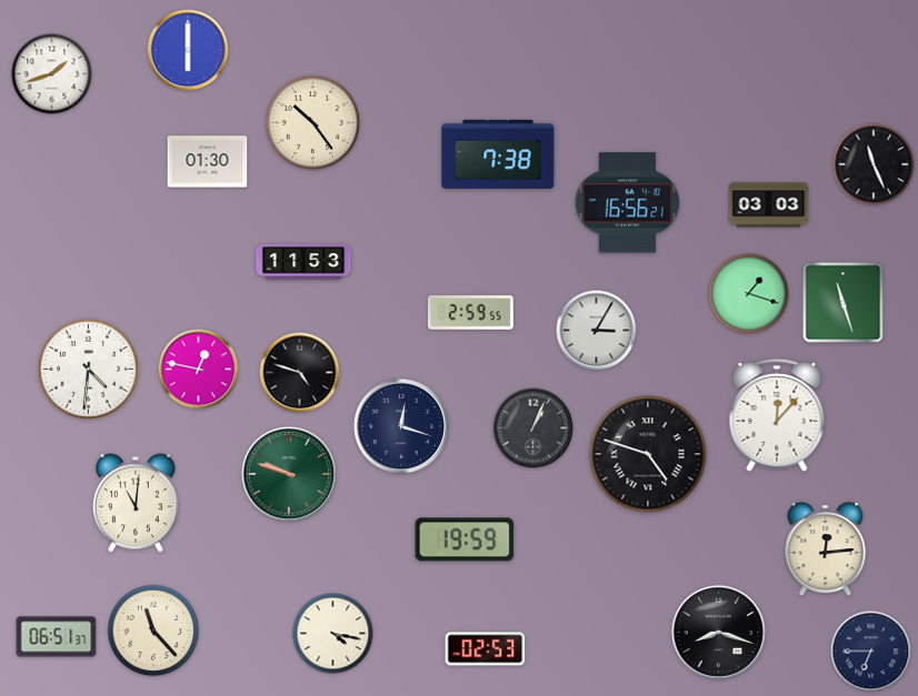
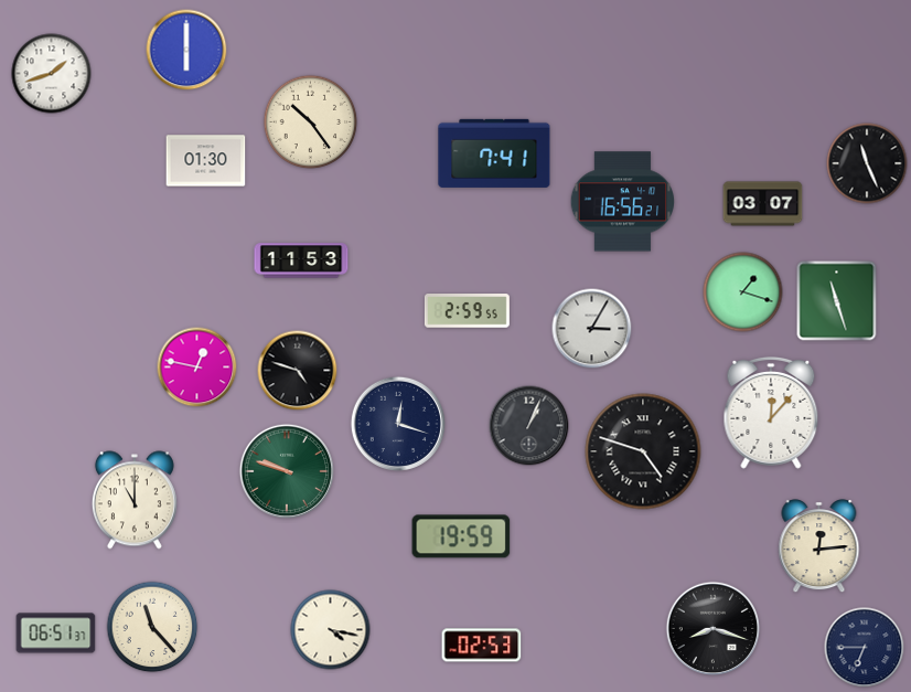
clock at (498, 154): 7:38 -> 7:41
clock at (769, 205): 03:03 -> 03:07
clock at (88, 369): 4:31 -> none
clock at (136, 503): 11:01 -> 11:00
